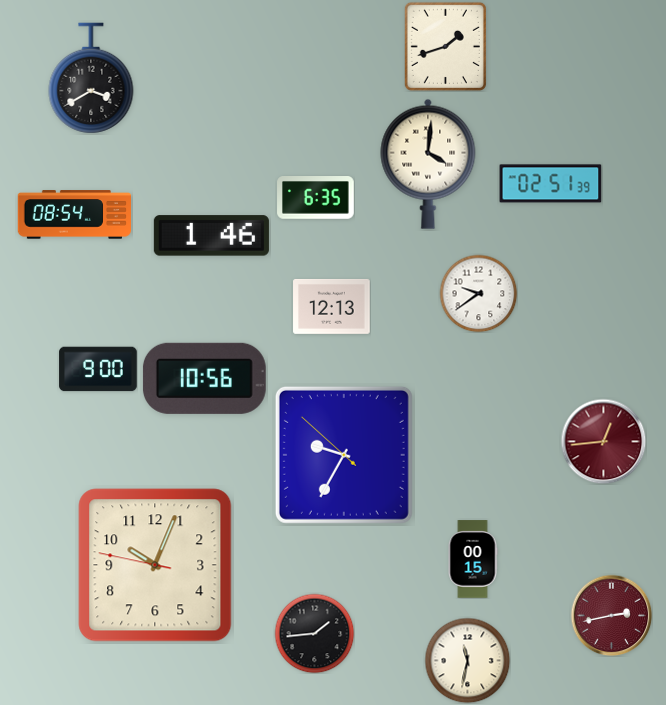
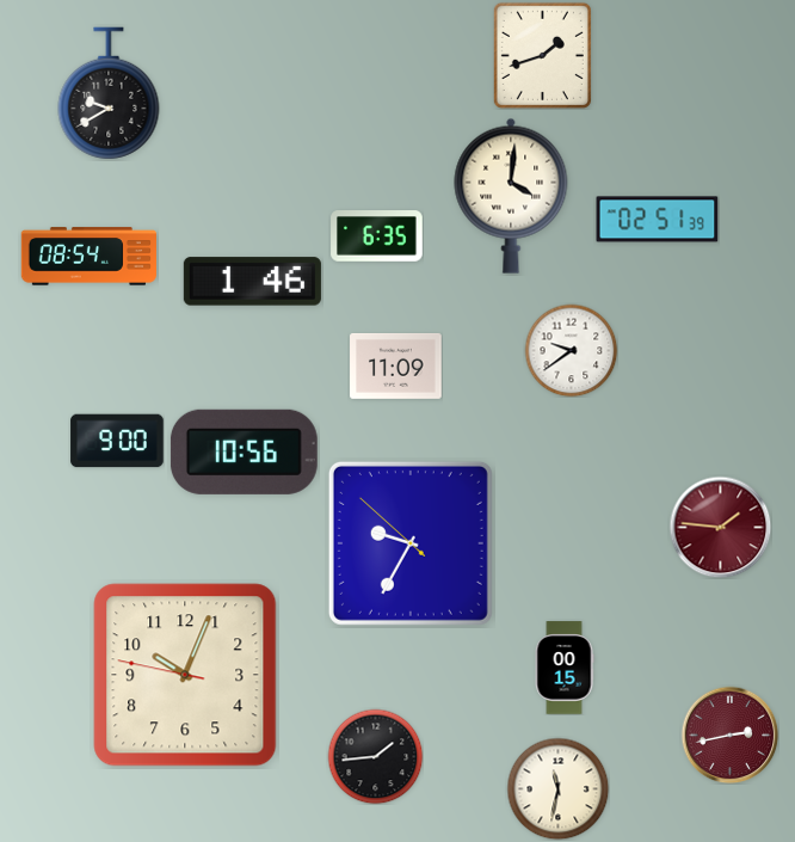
clock at (445, 46) position: (445, 46) -> (542, 55)
clock at (91, 78): 3:40 -> 9:40
clock at (332, 306): 12:13 -> 11:09
clock at (603, 441): 12:44 -> 1:46
